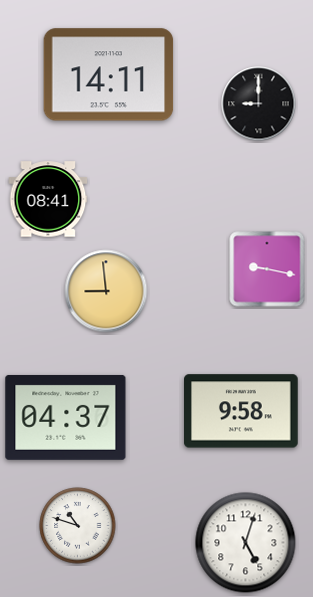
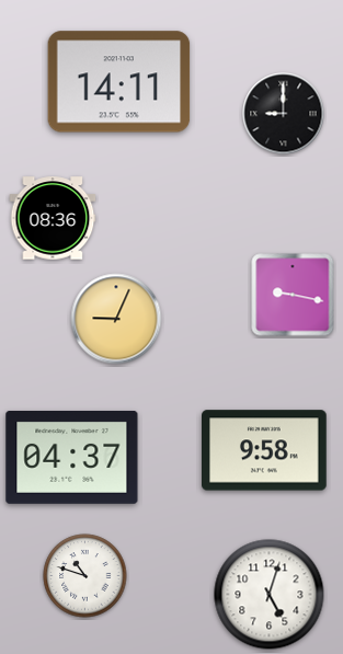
clock at (48, 199): 08:41 -> 08:36
clock at (106, 291): 8:59 -> 9:04
